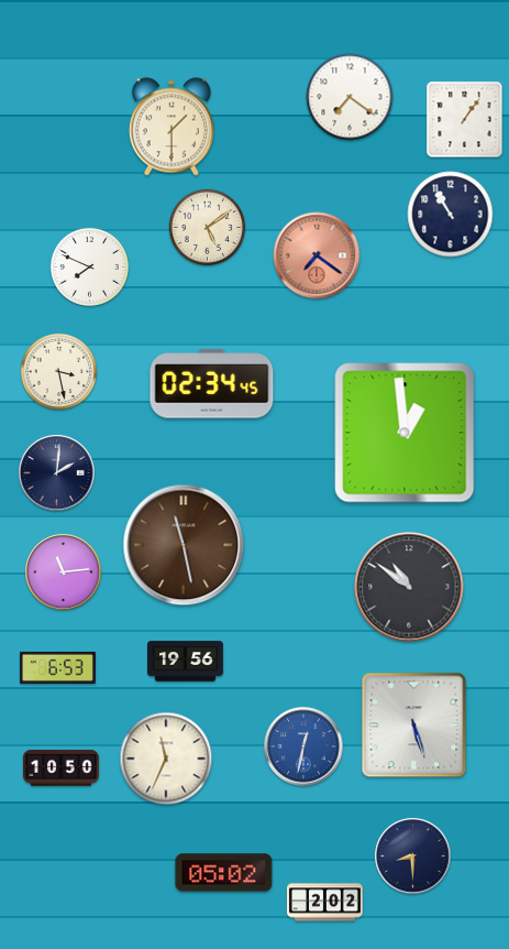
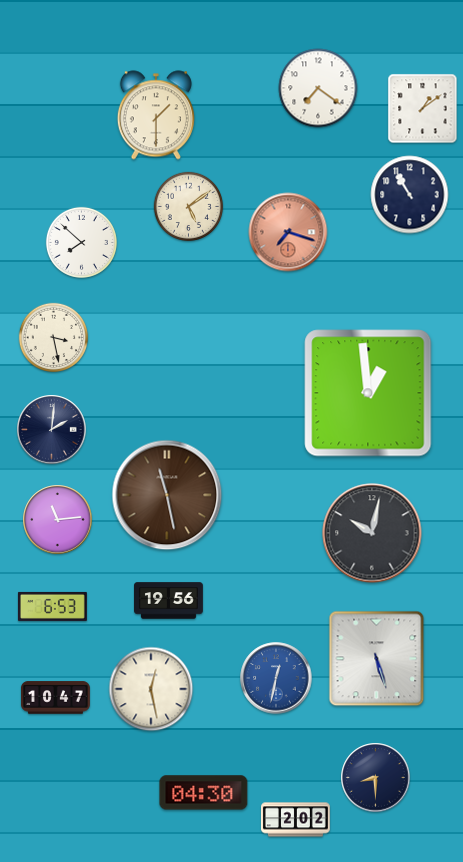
clock at (465, 120): 1:06 -> 1:09
clock at (317, 255): 7:21 -> 7:18
clock at (89, 266): 7:49 -> 7:52
clock at (212, 384): 02:34 -> none
clock at (409, 587): 10:51 -> 10:02
clock at (166, 759): 11:34 -> 12:28
clock at (60, 768): 10:50 -> 10:47
clock at (224, 873): 05:02 -> 04:30
